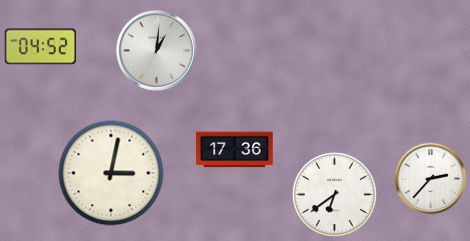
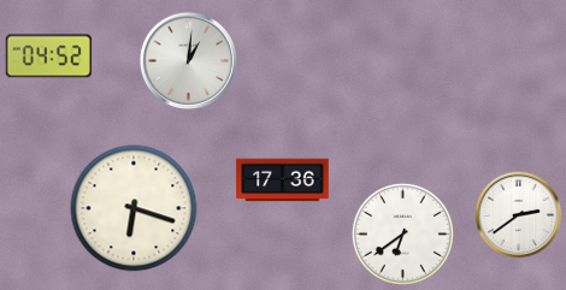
clock at (111, 173): 3:02 -> 6:18
clock at (431, 179): 2:37 -> 2:39
